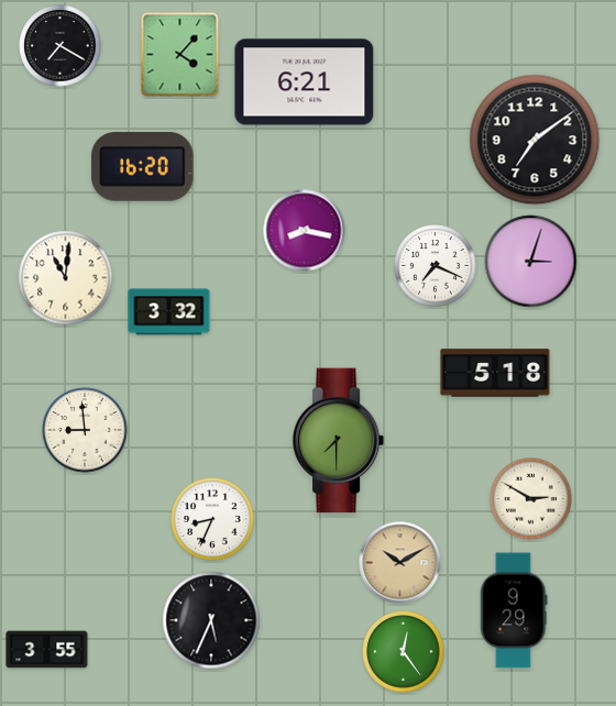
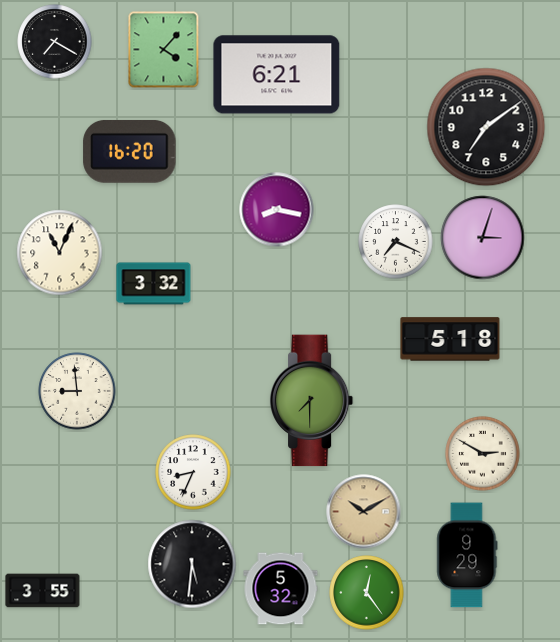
clock at (66, 278): 11:01 -> 11:04
clock at (339, 441) position: (339, 441) -> (312, 401)
clock at (211, 620): 5:34 -> 5:31
clock at (281, 589): none -> 5:32
